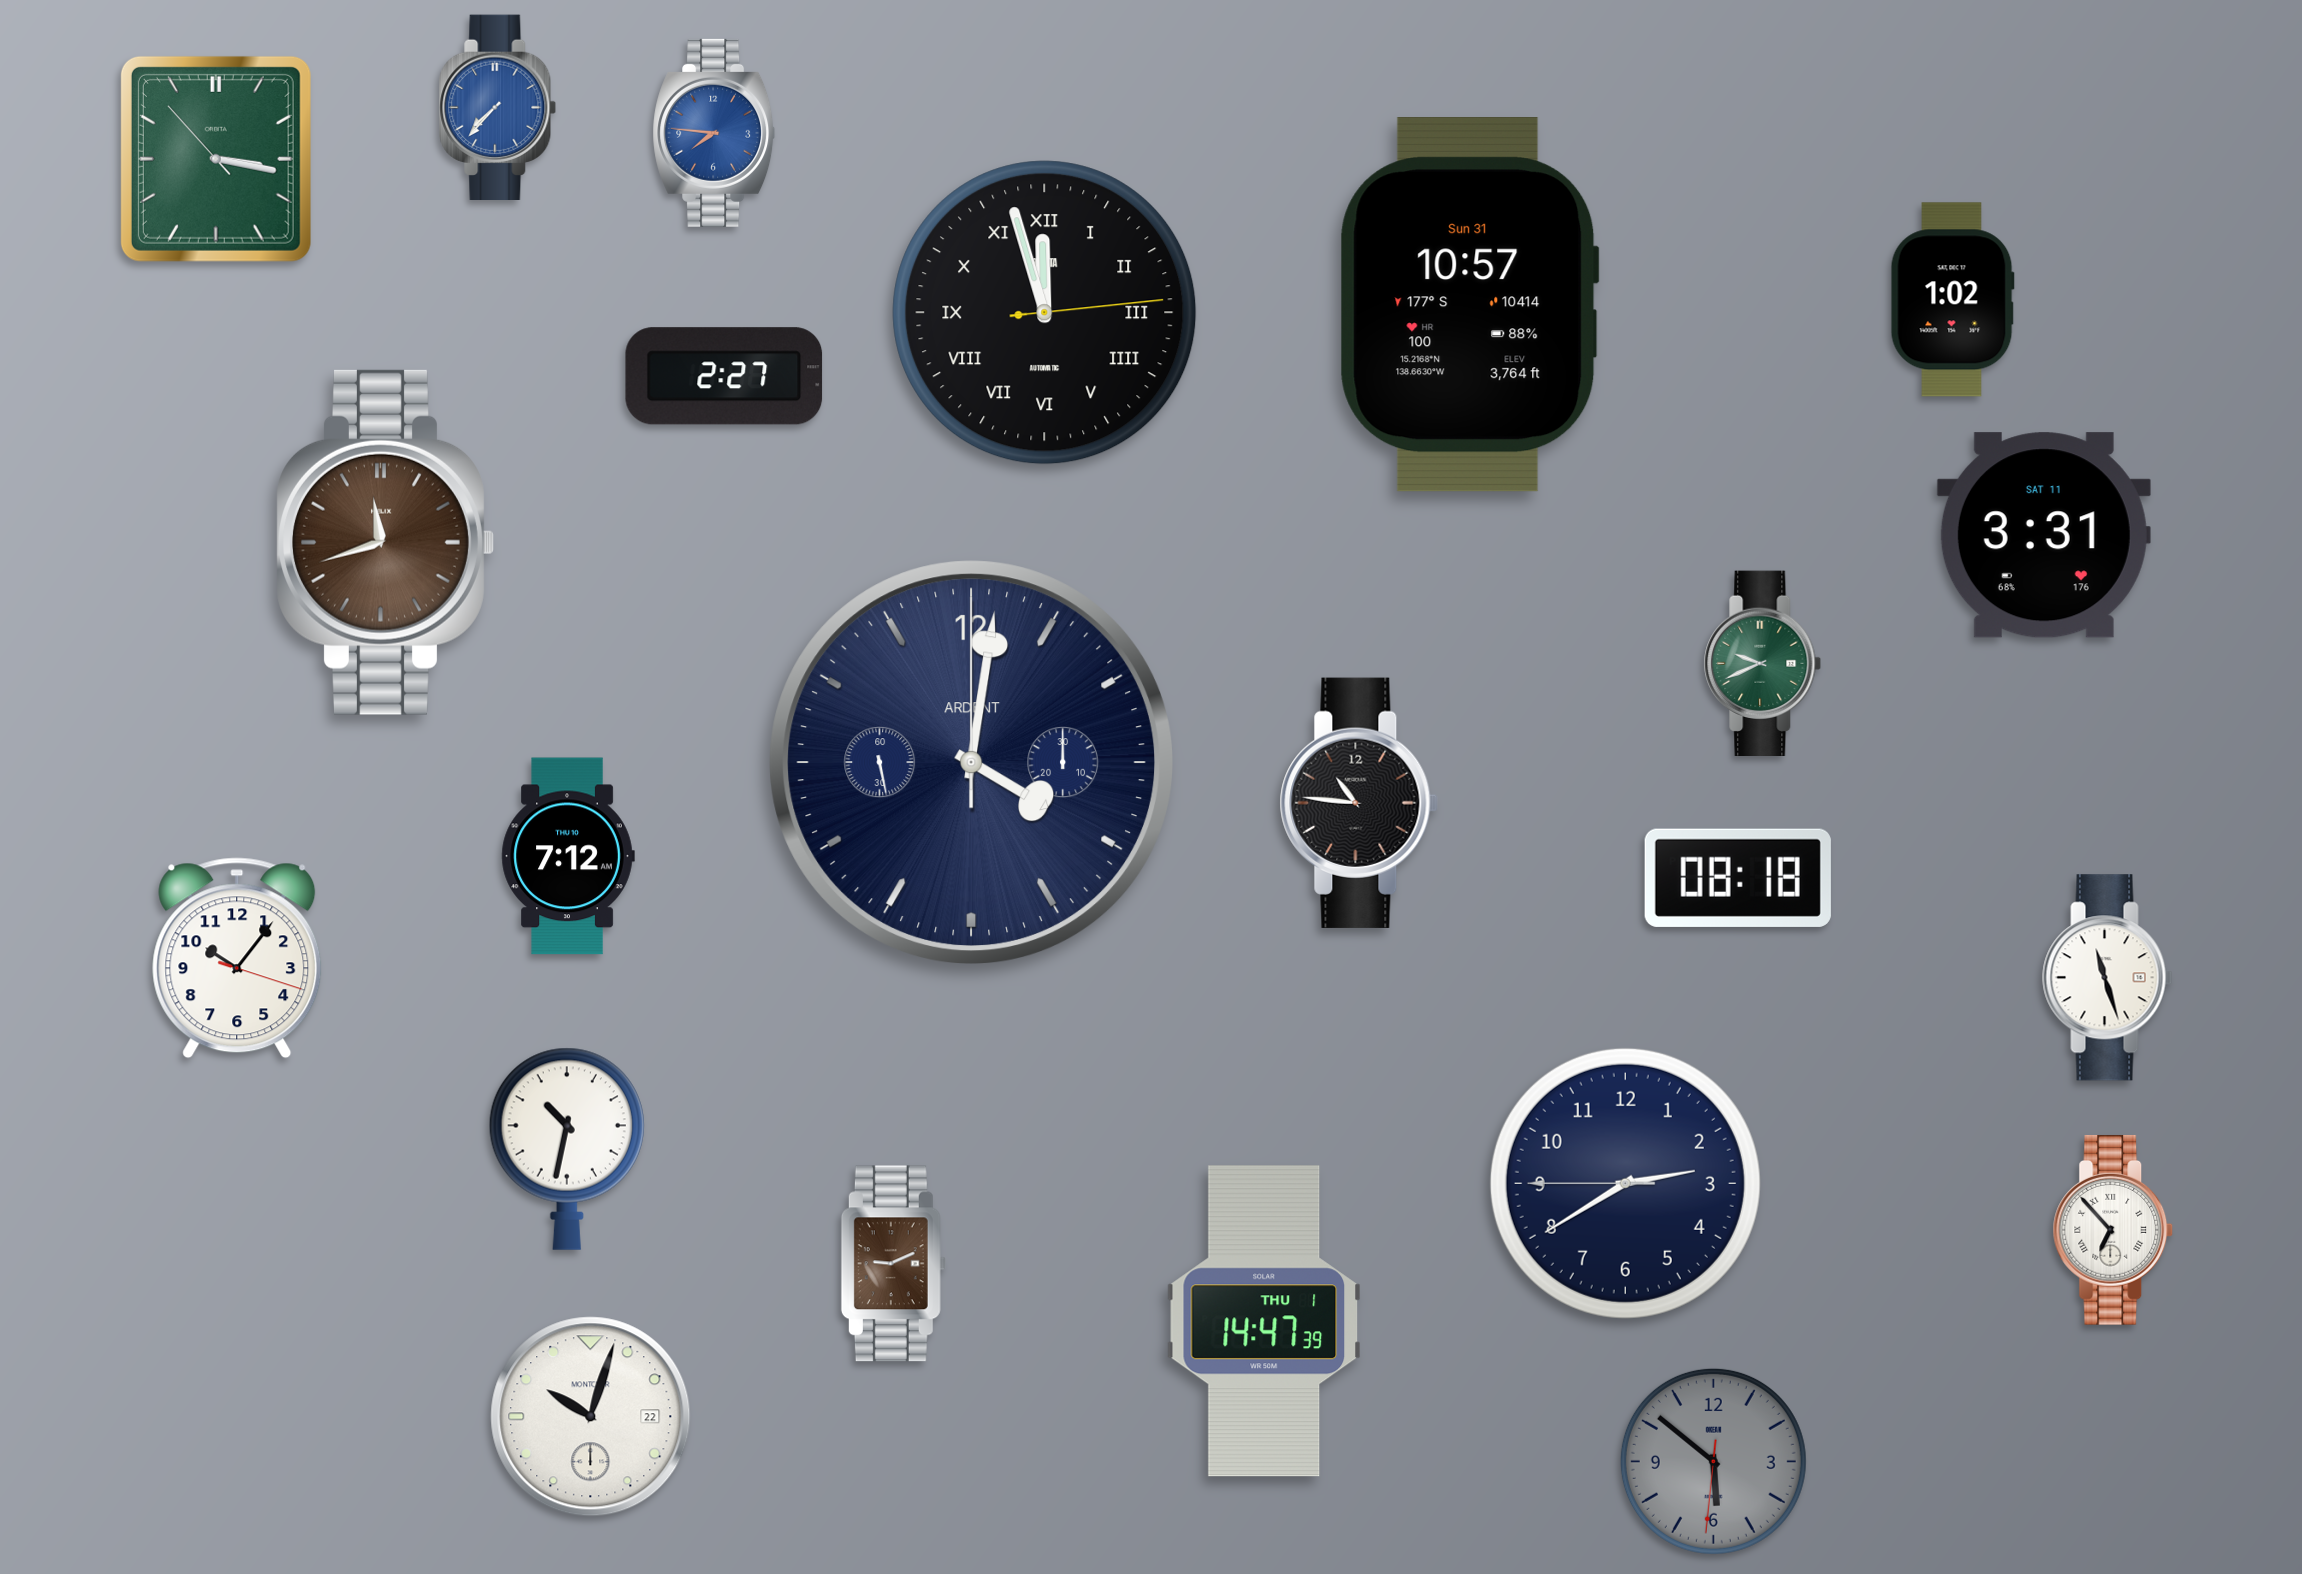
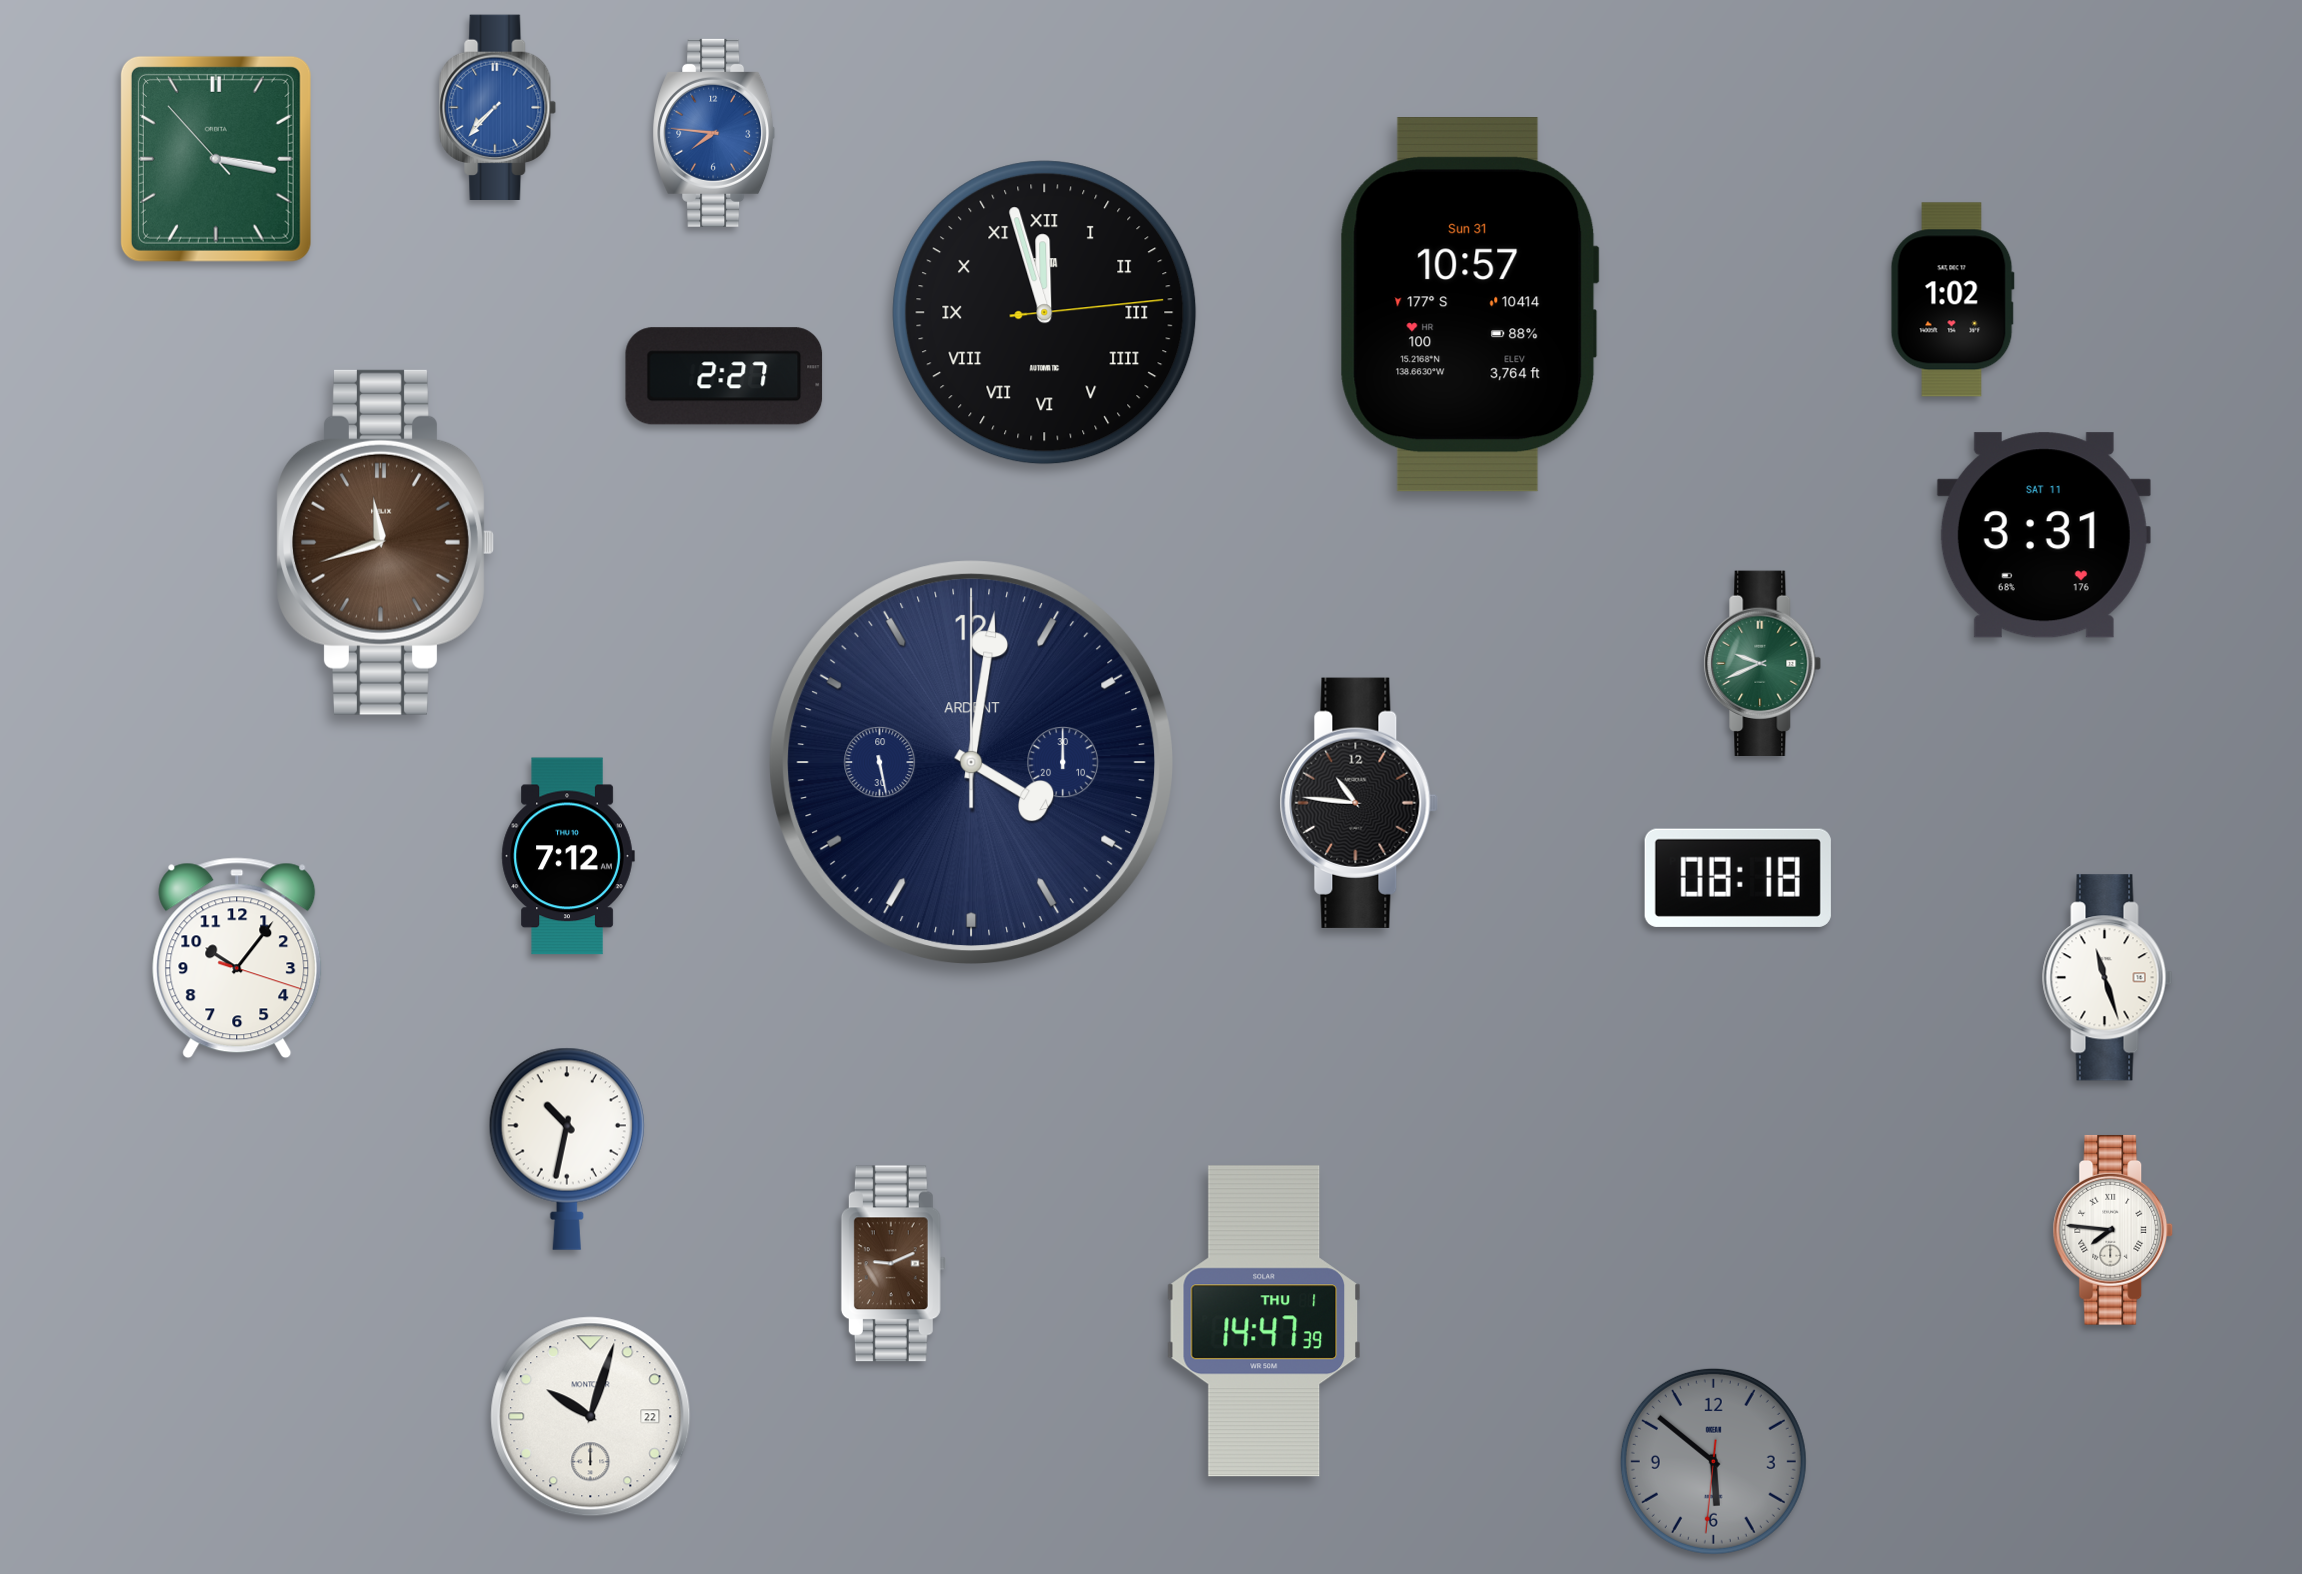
clock at (1625, 1183): 2:39 -> none
clock at (2113, 1230): 6:53 -> 7:46
